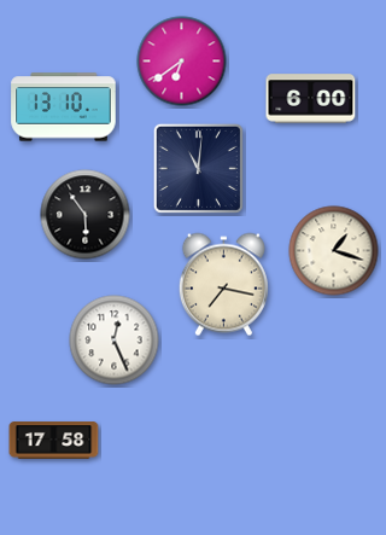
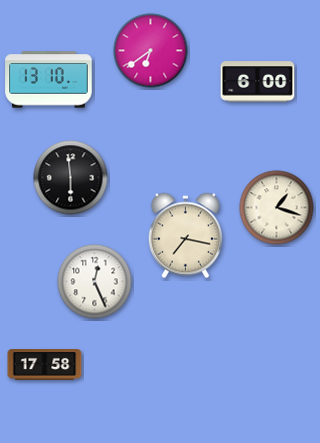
clock at (64, 107) position: (64, 107) -> (49, 80)
clock at (198, 168): 11:01 -> none
clock at (86, 215): 5:54 -> 5:59
